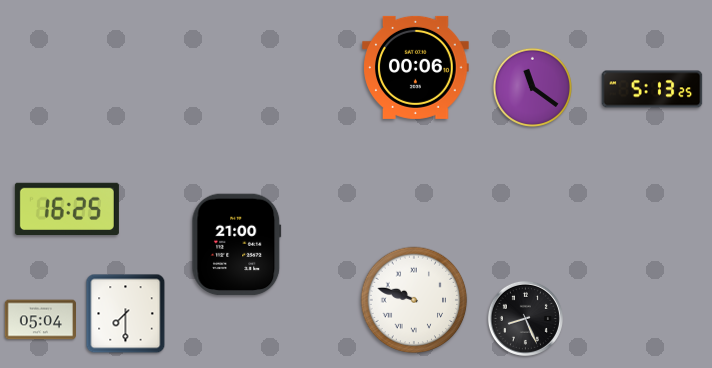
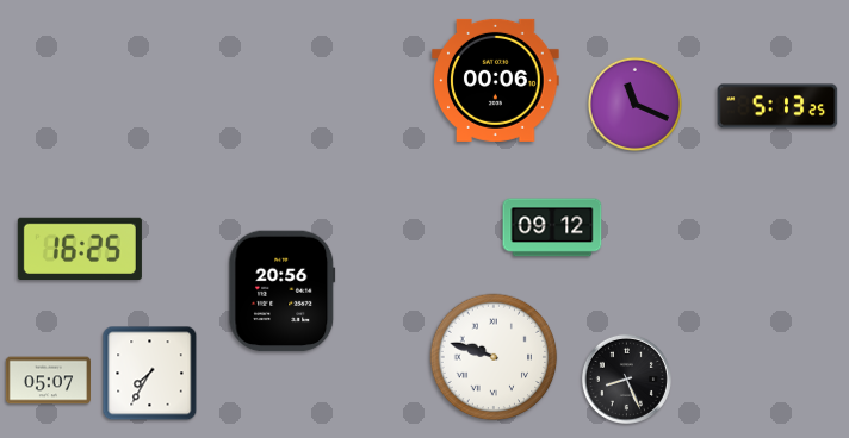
clock at (532, 87): 11:21 -> 11:19
clock at (552, 227): none -> 09:12
clock at (237, 245): 21:00 -> 20:56
clock at (126, 314): 7:30 -> 7:35
clock at (40, 320): 05:04 -> 05:07
